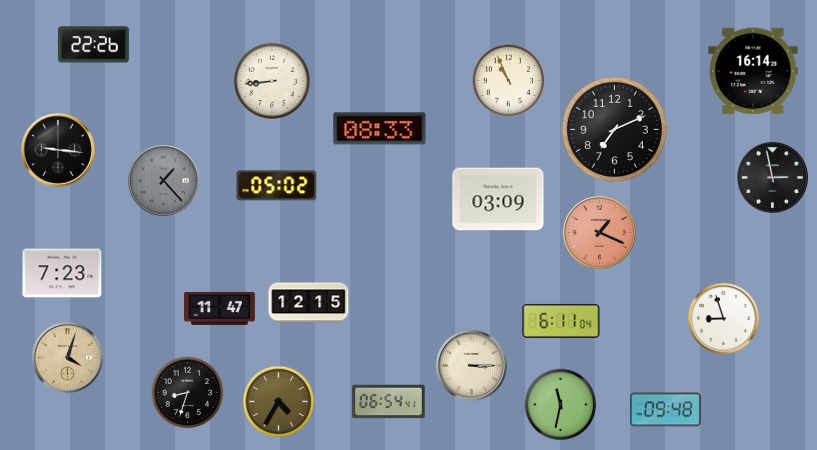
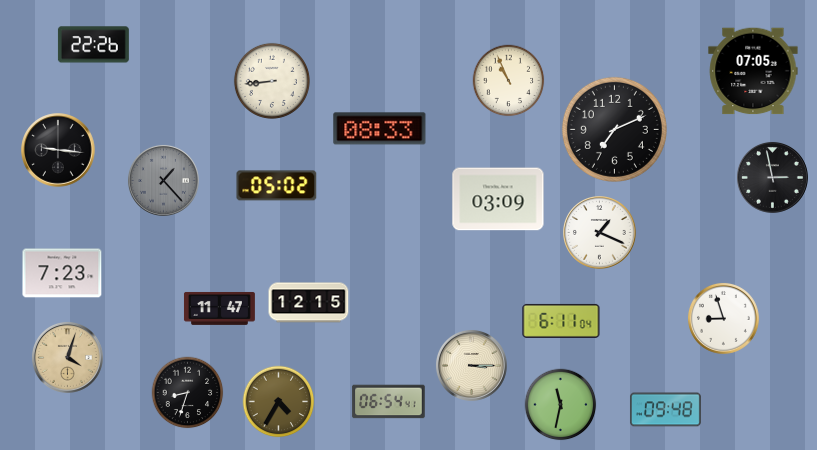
clock at (753, 71): 16:14 -> 07:05
clock at (600, 233) dial: salmon -> white
